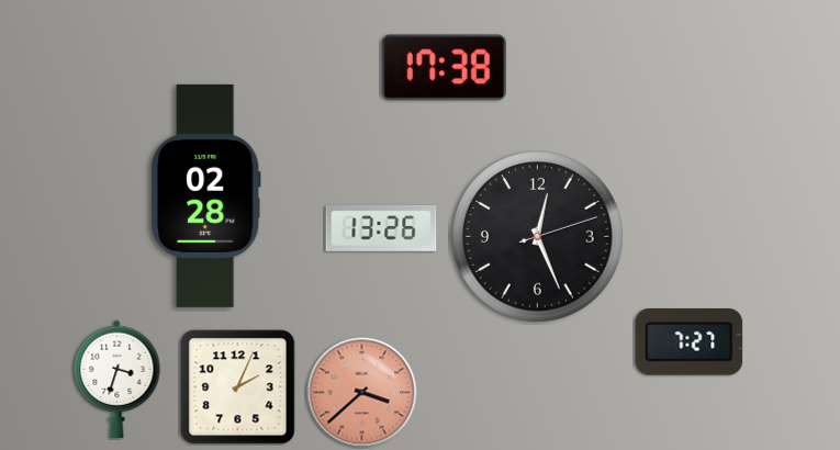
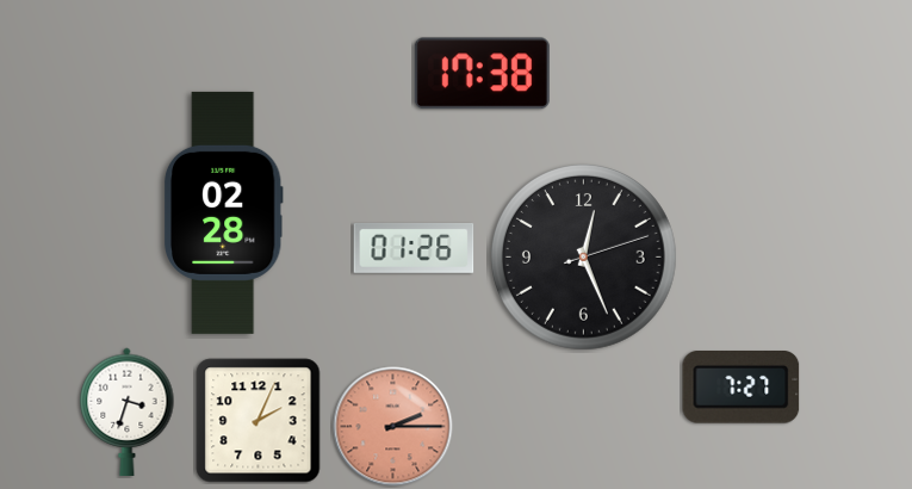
clock at (381, 228): 13:26 -> 01:26
clock at (690, 342) position: (690, 342) -> (742, 388)
clock at (362, 393): 3:38 -> 2:15
